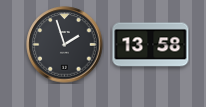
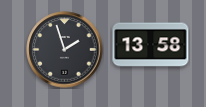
clock at (65, 45) position: (65, 45) -> (65, 50)
